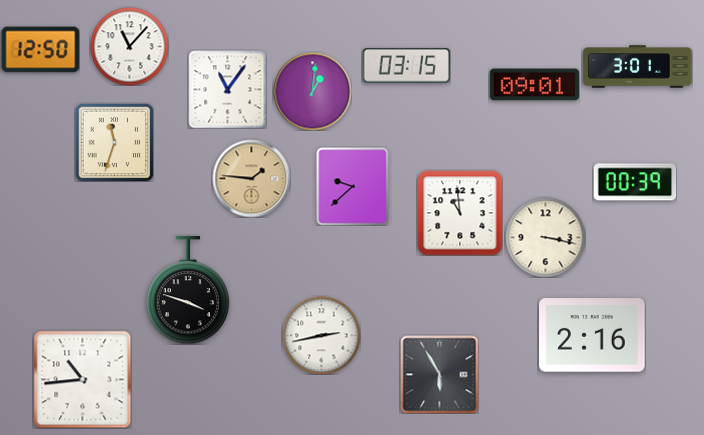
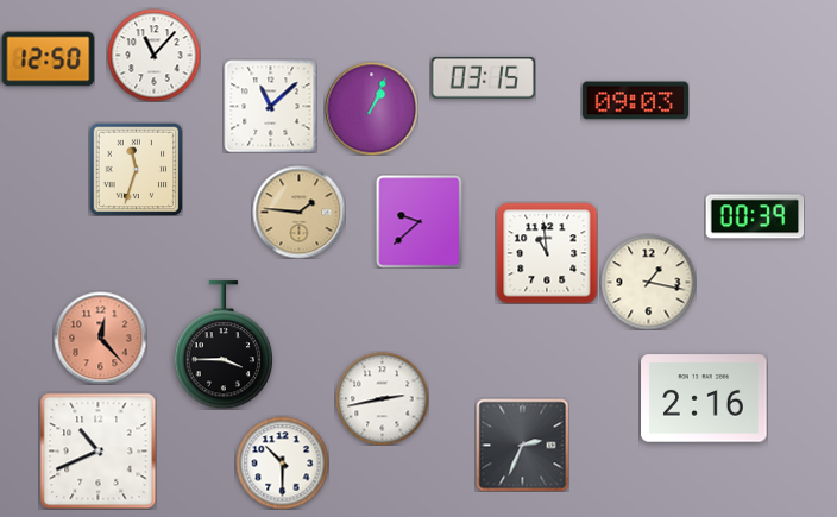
clock at (638, 67): 3:01 -> none
clock at (534, 85): 09:01 -> 09:03
clock at (227, 89): 11:06 -> 11:08
clock at (312, 91): 1:01 -> 1:04
clock at (545, 237): 3:17 -> 1:17
clock at (100, 338): none -> 12:23
clock at (187, 290): 3:48 -> 3:45
clock at (439, 374): 5:55 -> 2:34
clock at (82, 379): 10:44 -> 10:41
clock at (282, 462): none -> 10:30
